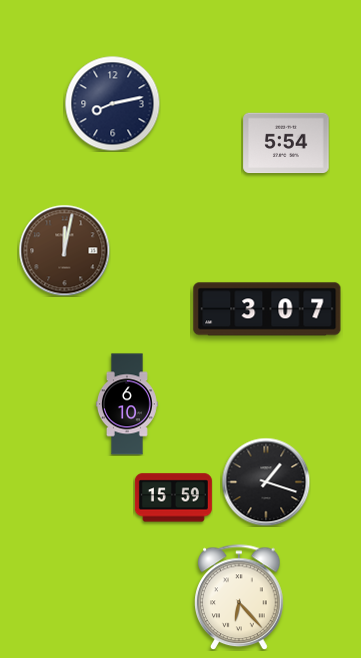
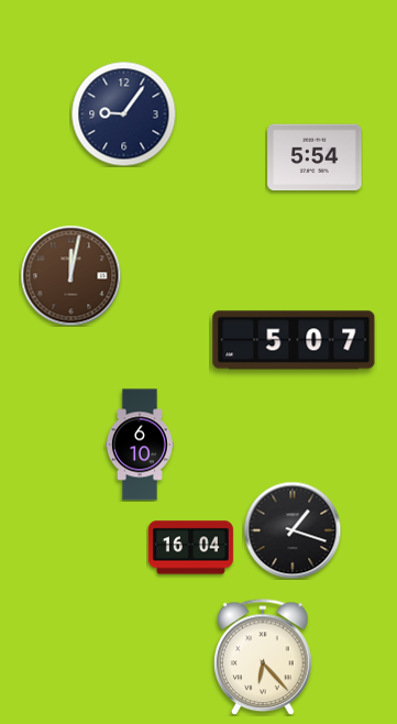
clock at (112, 103): 8:13 -> 9:06
clock at (267, 309): 3:07 -> 5:07
clock at (173, 498): 15:59 -> 16:04
